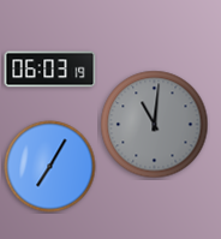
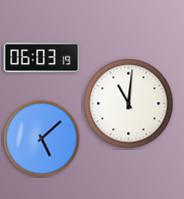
clock at (155, 125) dial: grey -> white
clock at (50, 167): 7:05 -> 5:08
